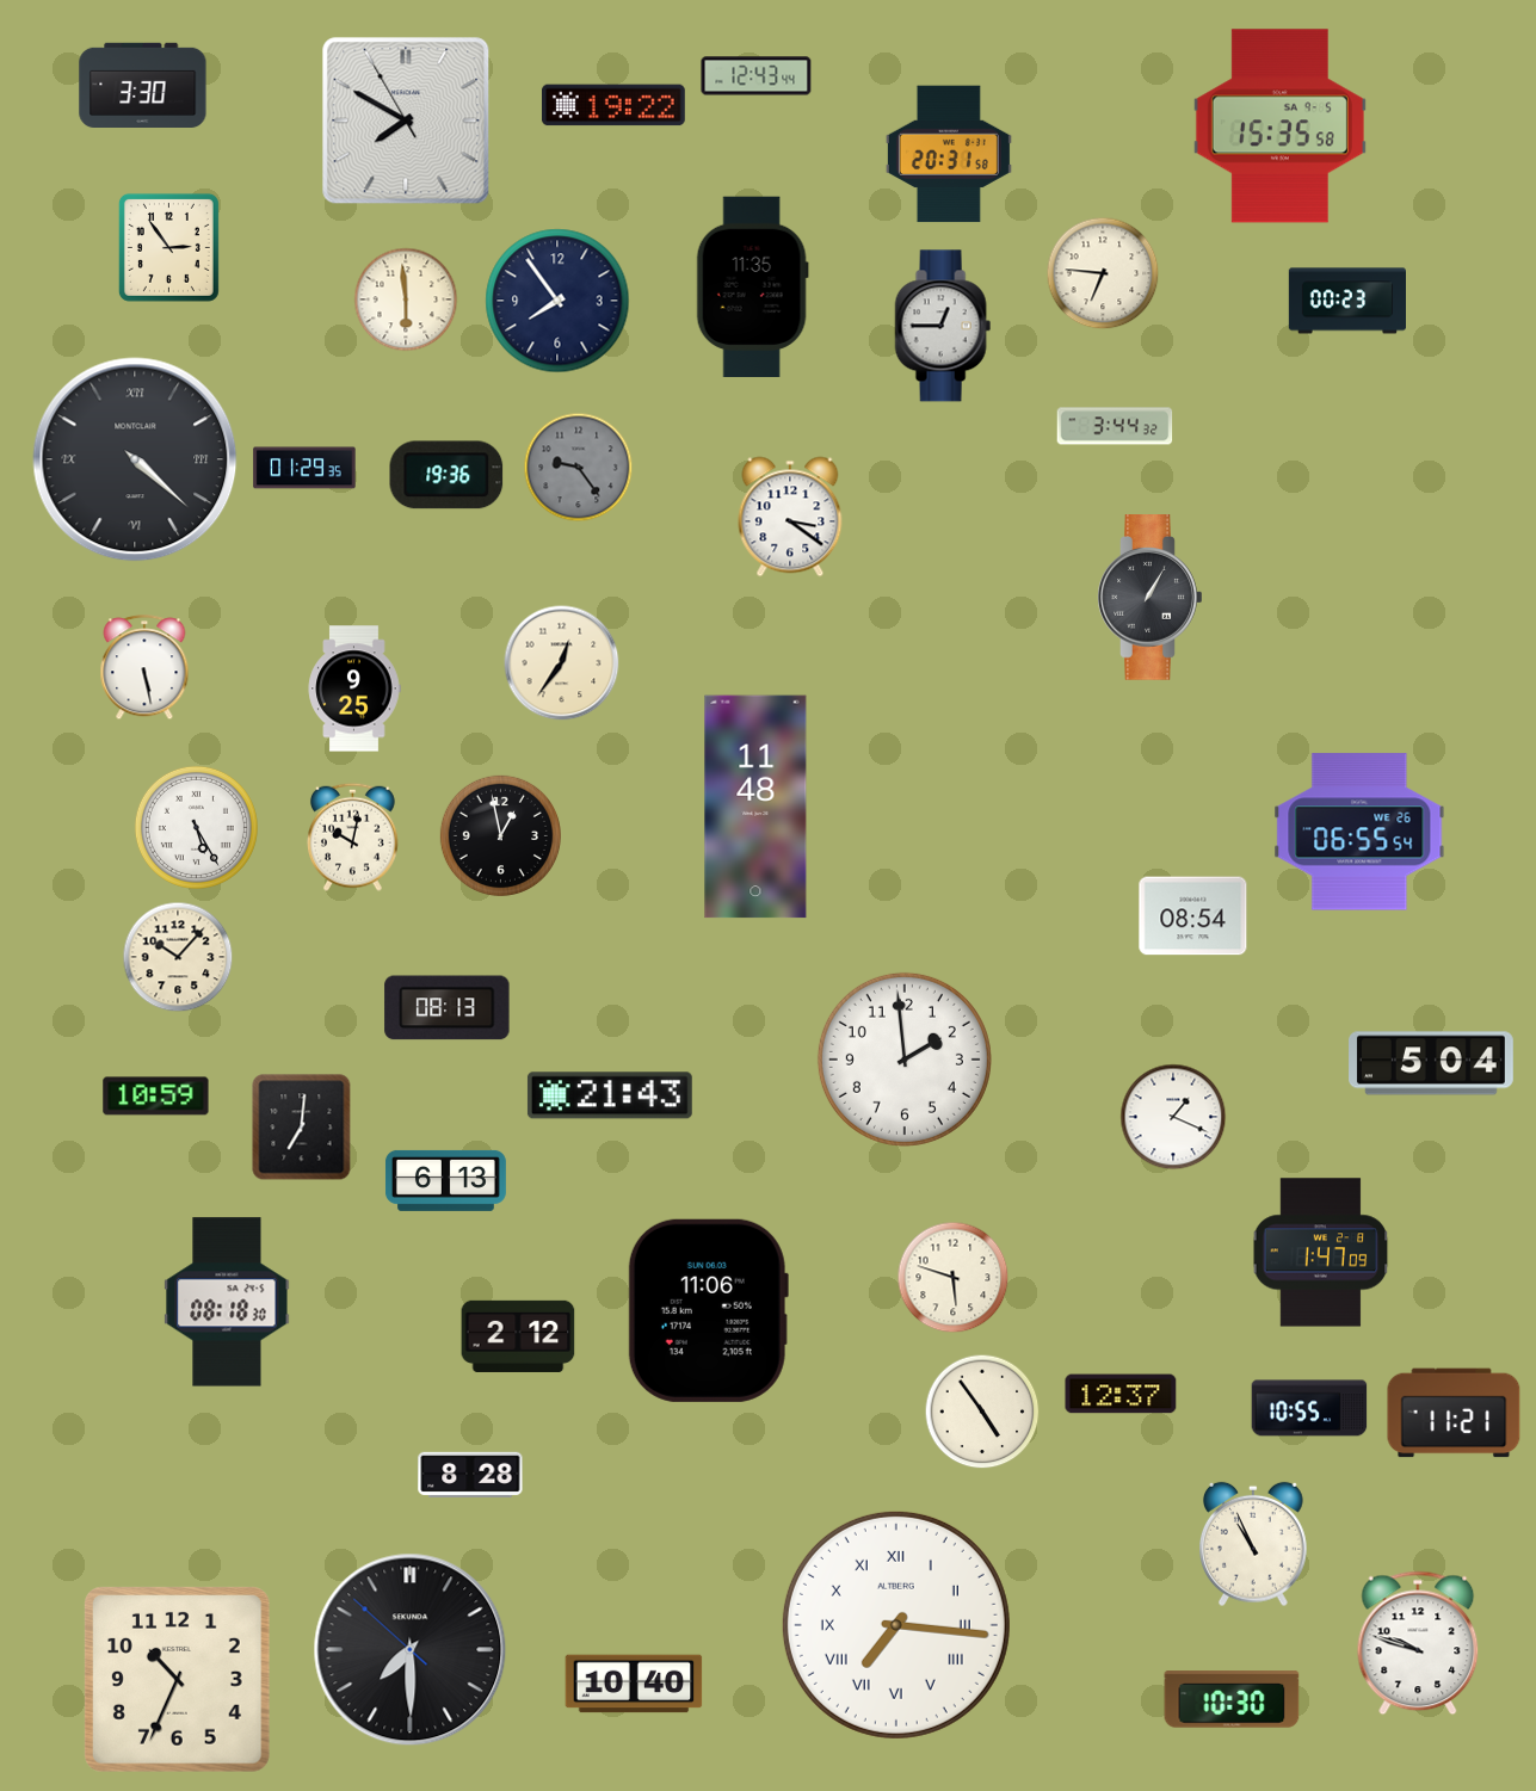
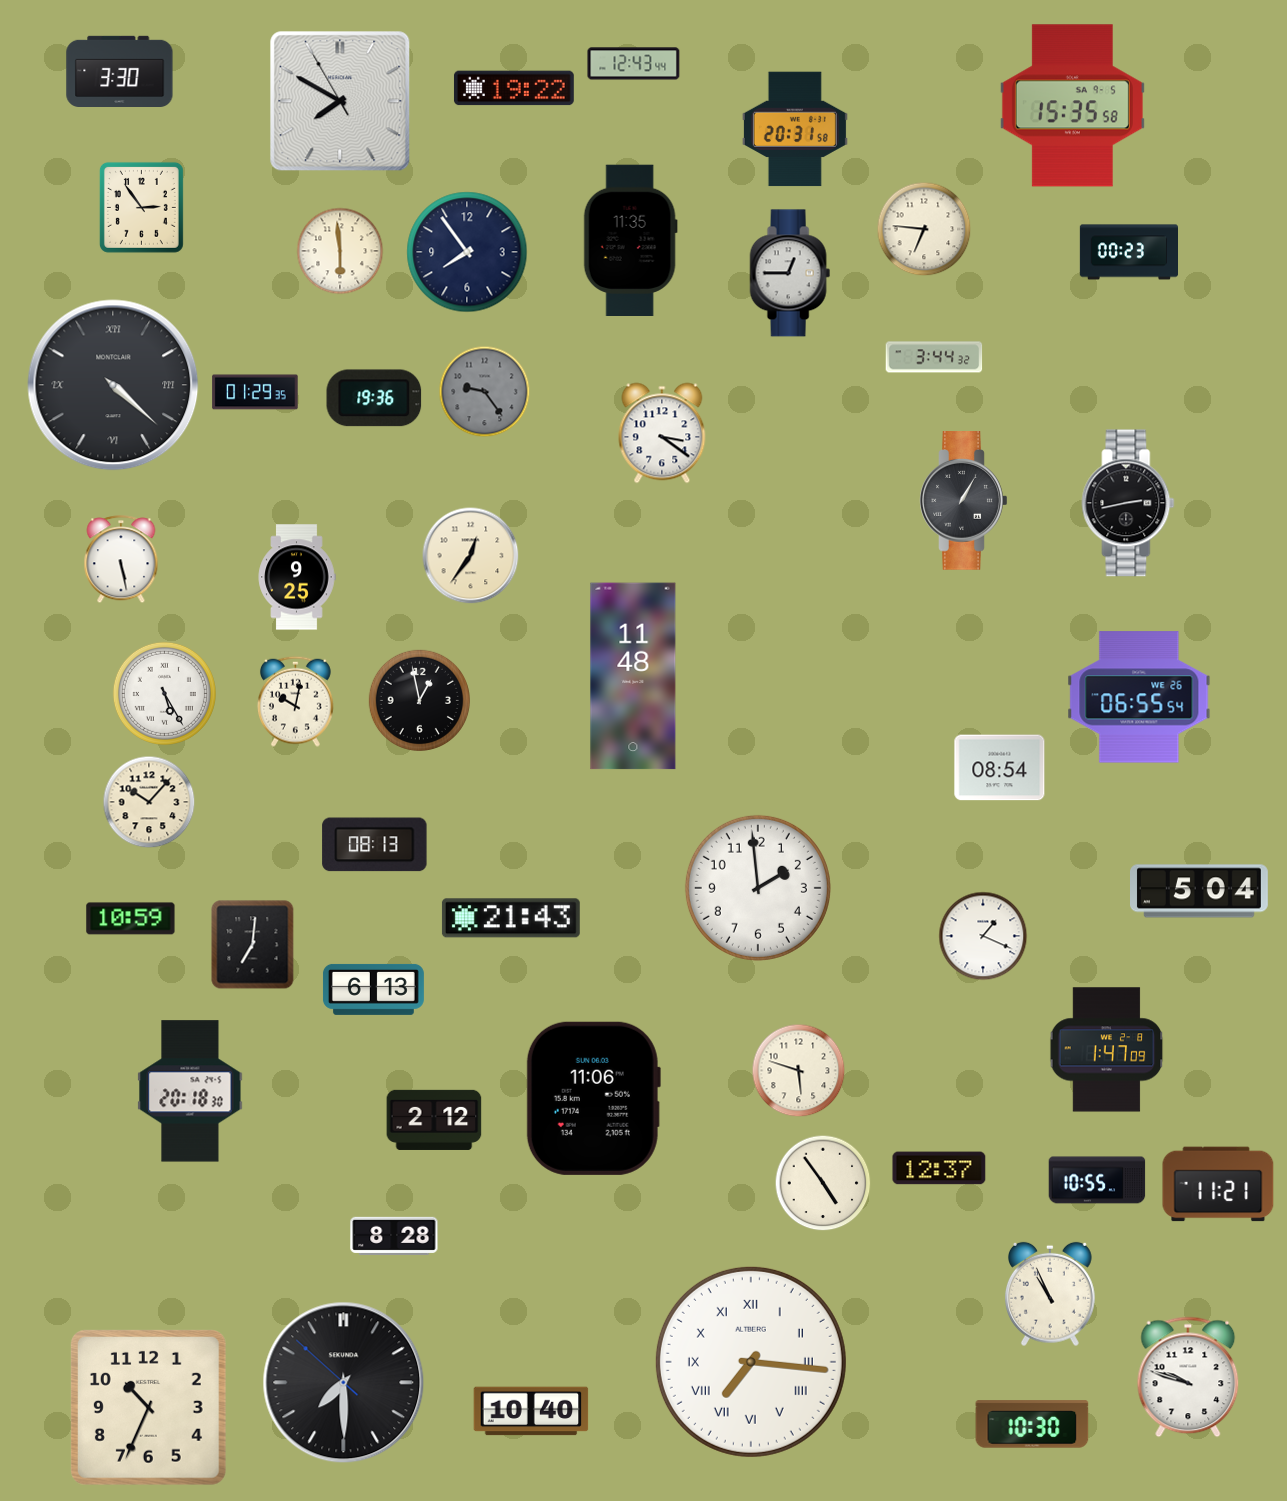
clock at (1128, 503): none -> 2:43
clock at (227, 1302): 08:18 -> 20:18
